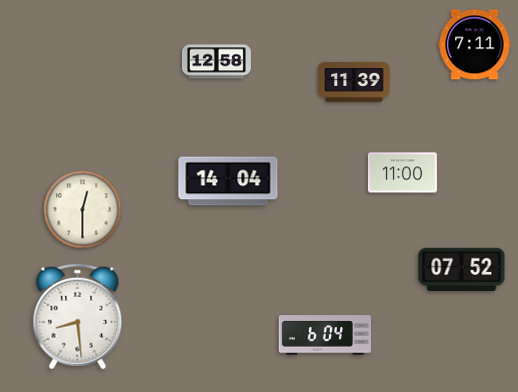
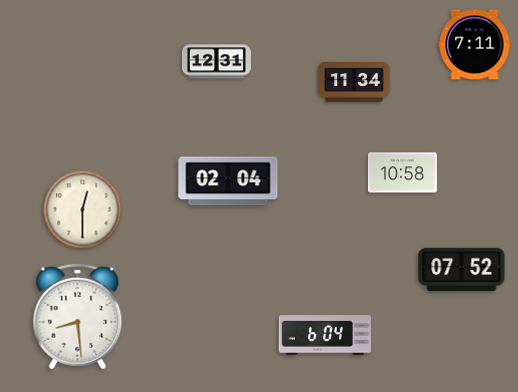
clock at (216, 62): 12:58 -> 12:31
clock at (354, 82): 11:39 -> 11:34
clock at (402, 173): 11:00 -> 10:58
clock at (228, 181): 14:04 -> 02:04
